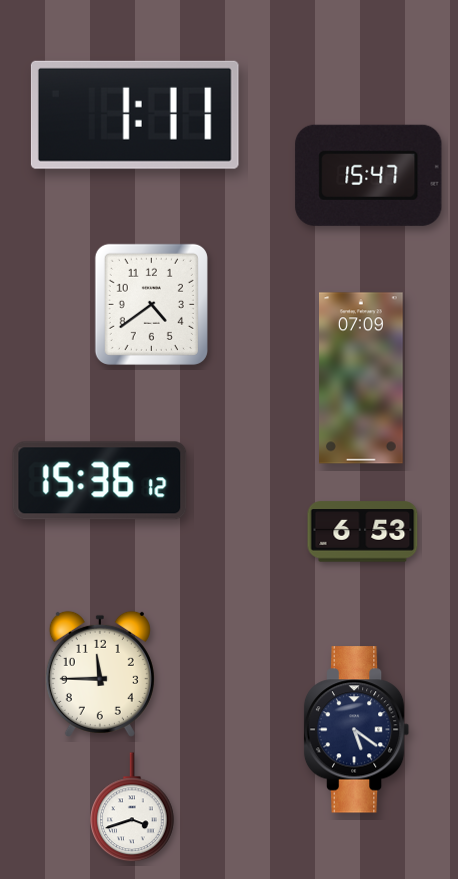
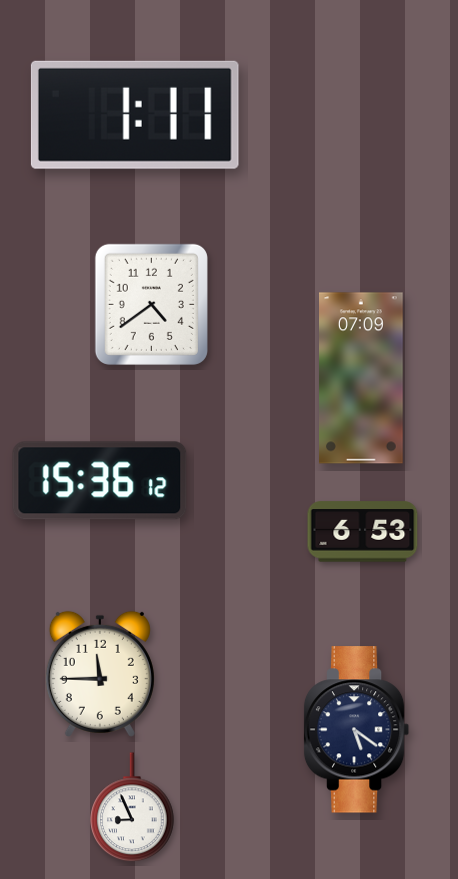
clock at (369, 175): 15:47 -> none
clock at (132, 808): 3:42 -> 8:56
